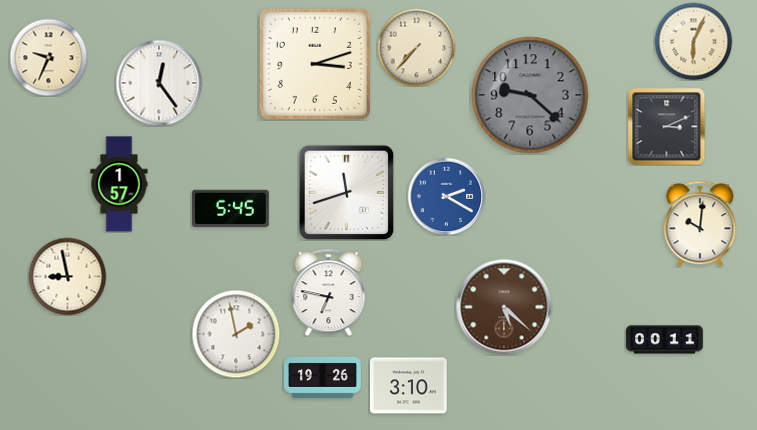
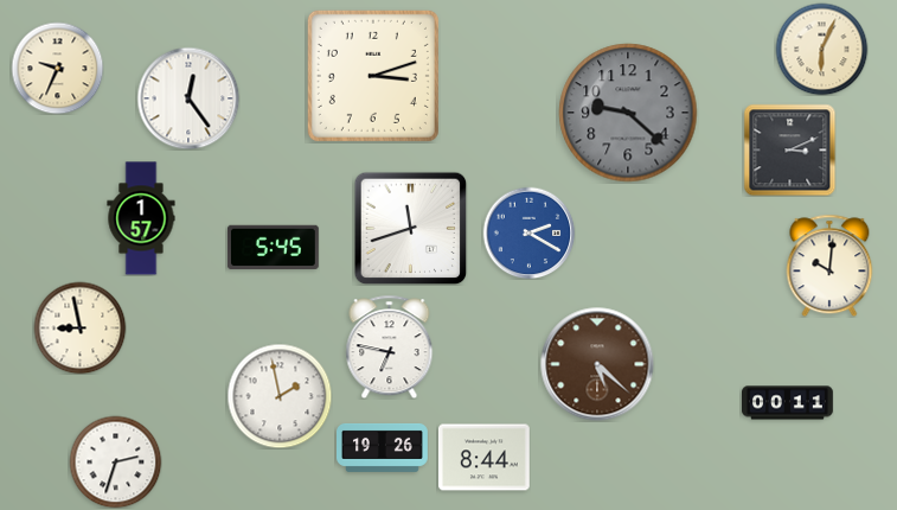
clock at (416, 47): 7:37 -> none
clock at (409, 386): 3:10 -> 8:44
clock at (115, 461): none -> 2:33
